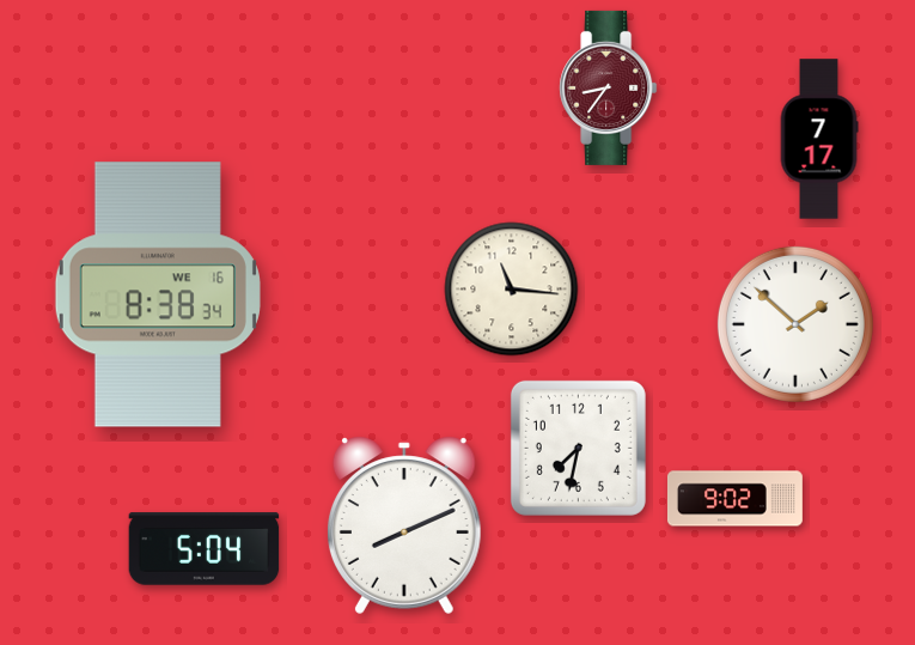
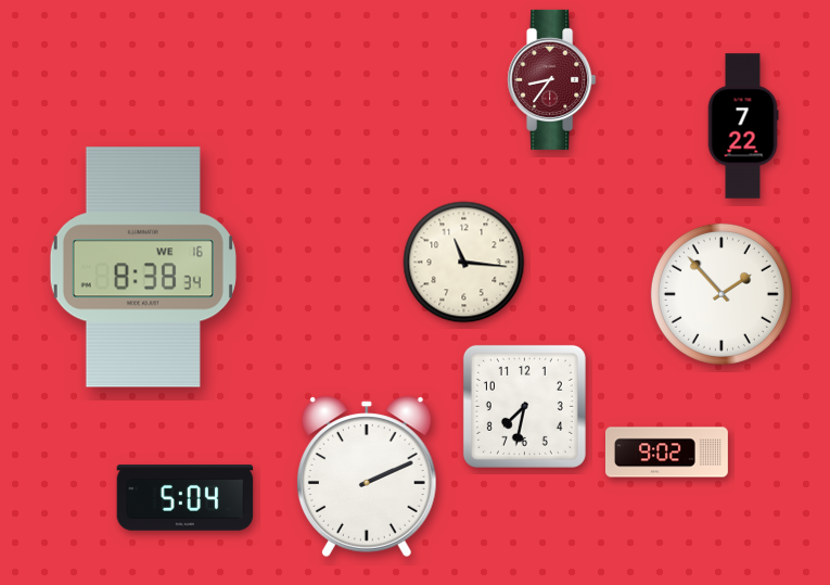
clock at (819, 139): 7:17 -> 7:22
clock at (795, 324): 1:52 -> 1:53
clock at (404, 525): 8:11 -> 2:11
